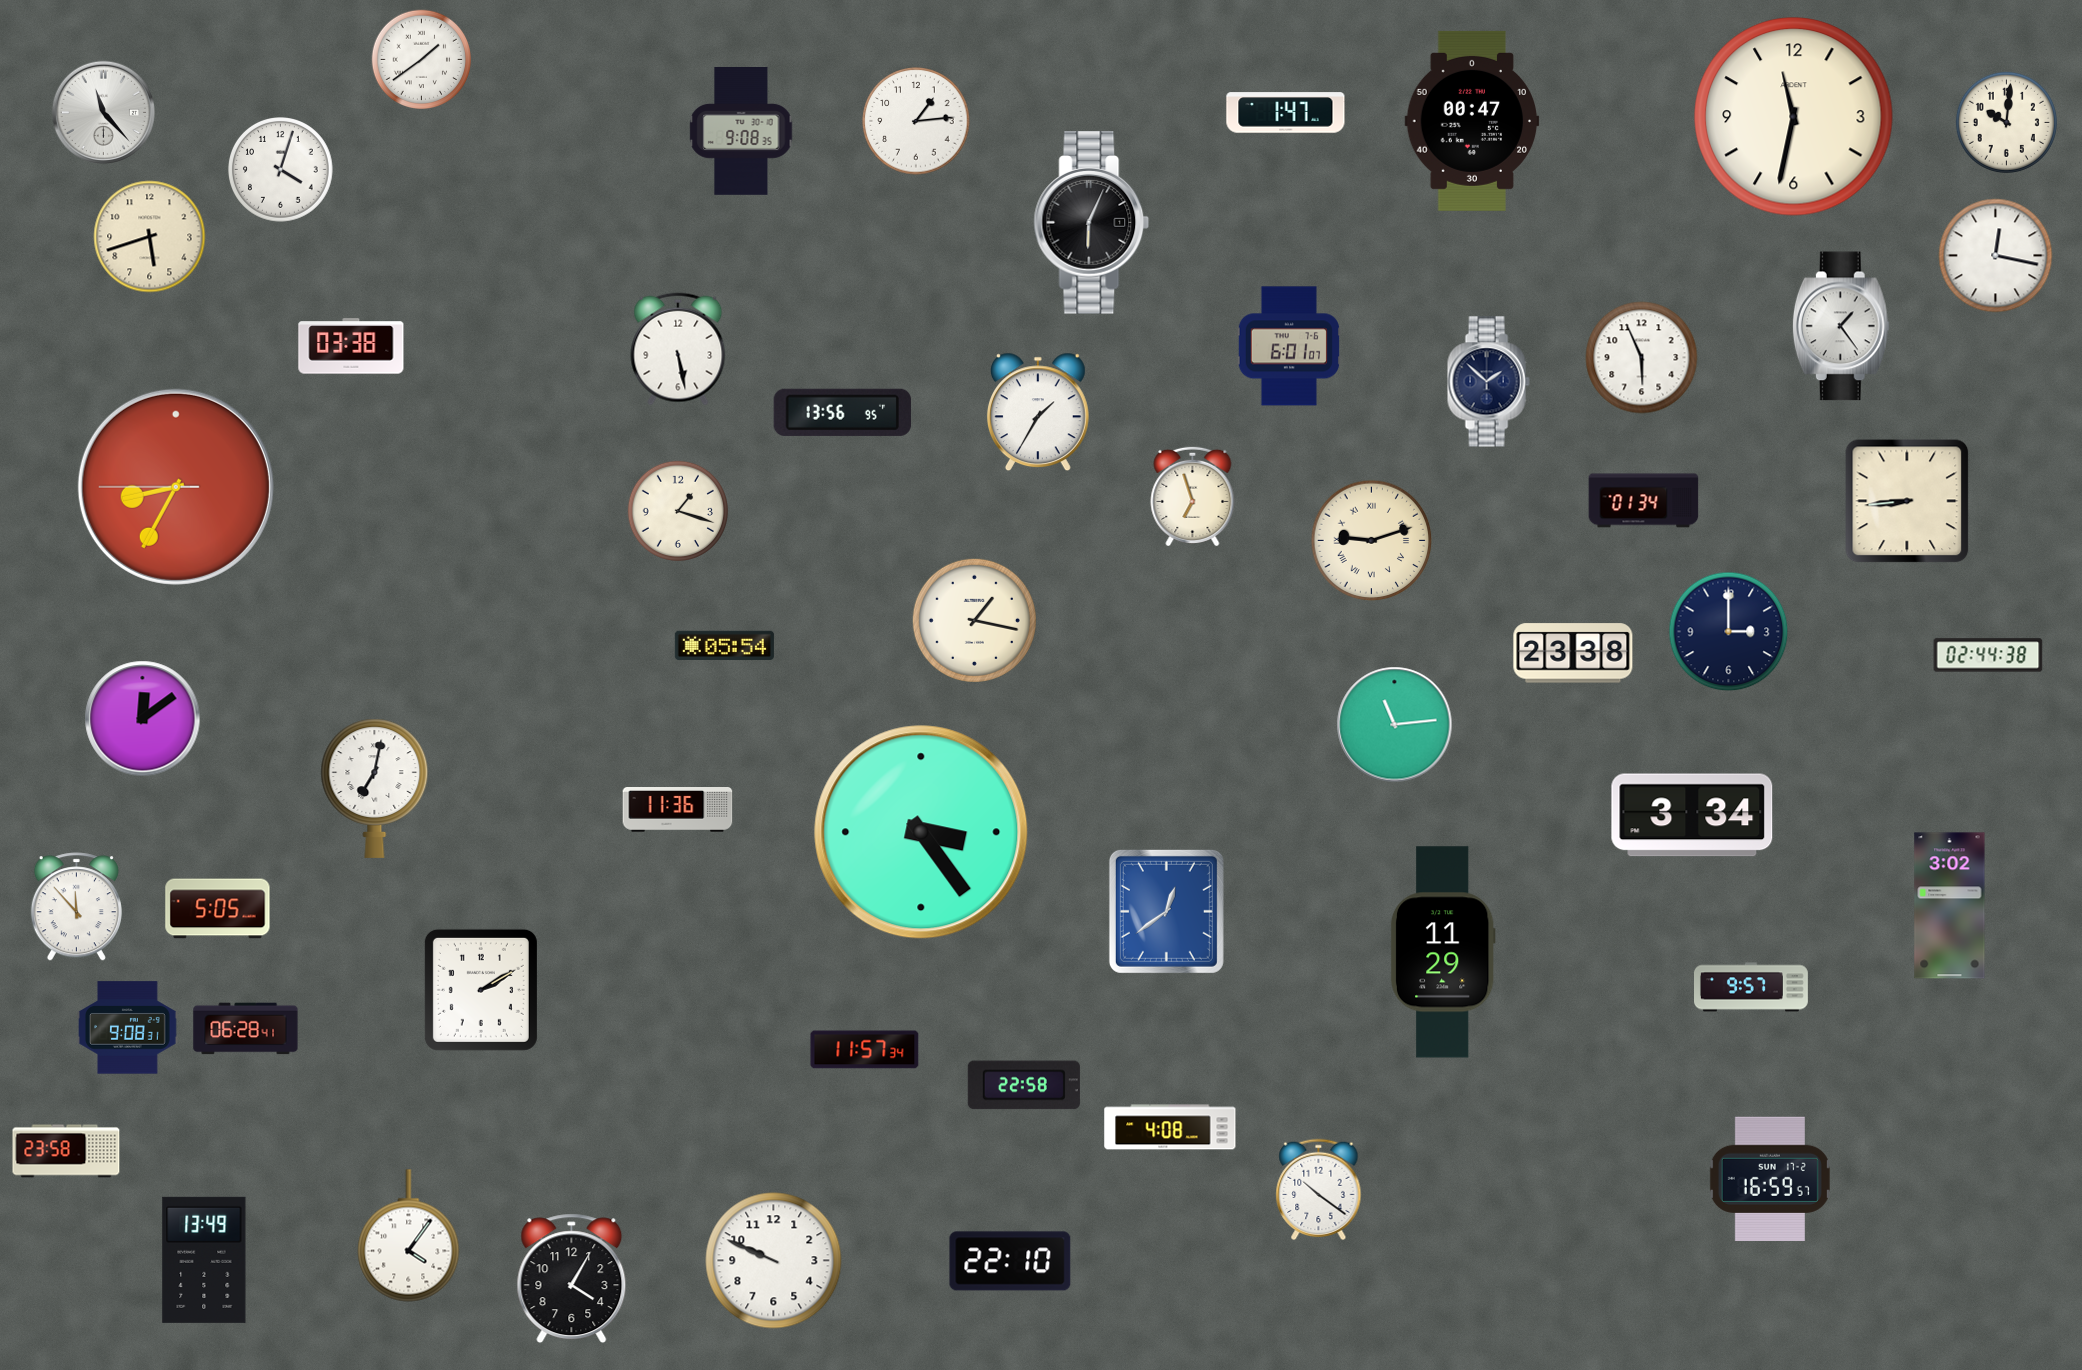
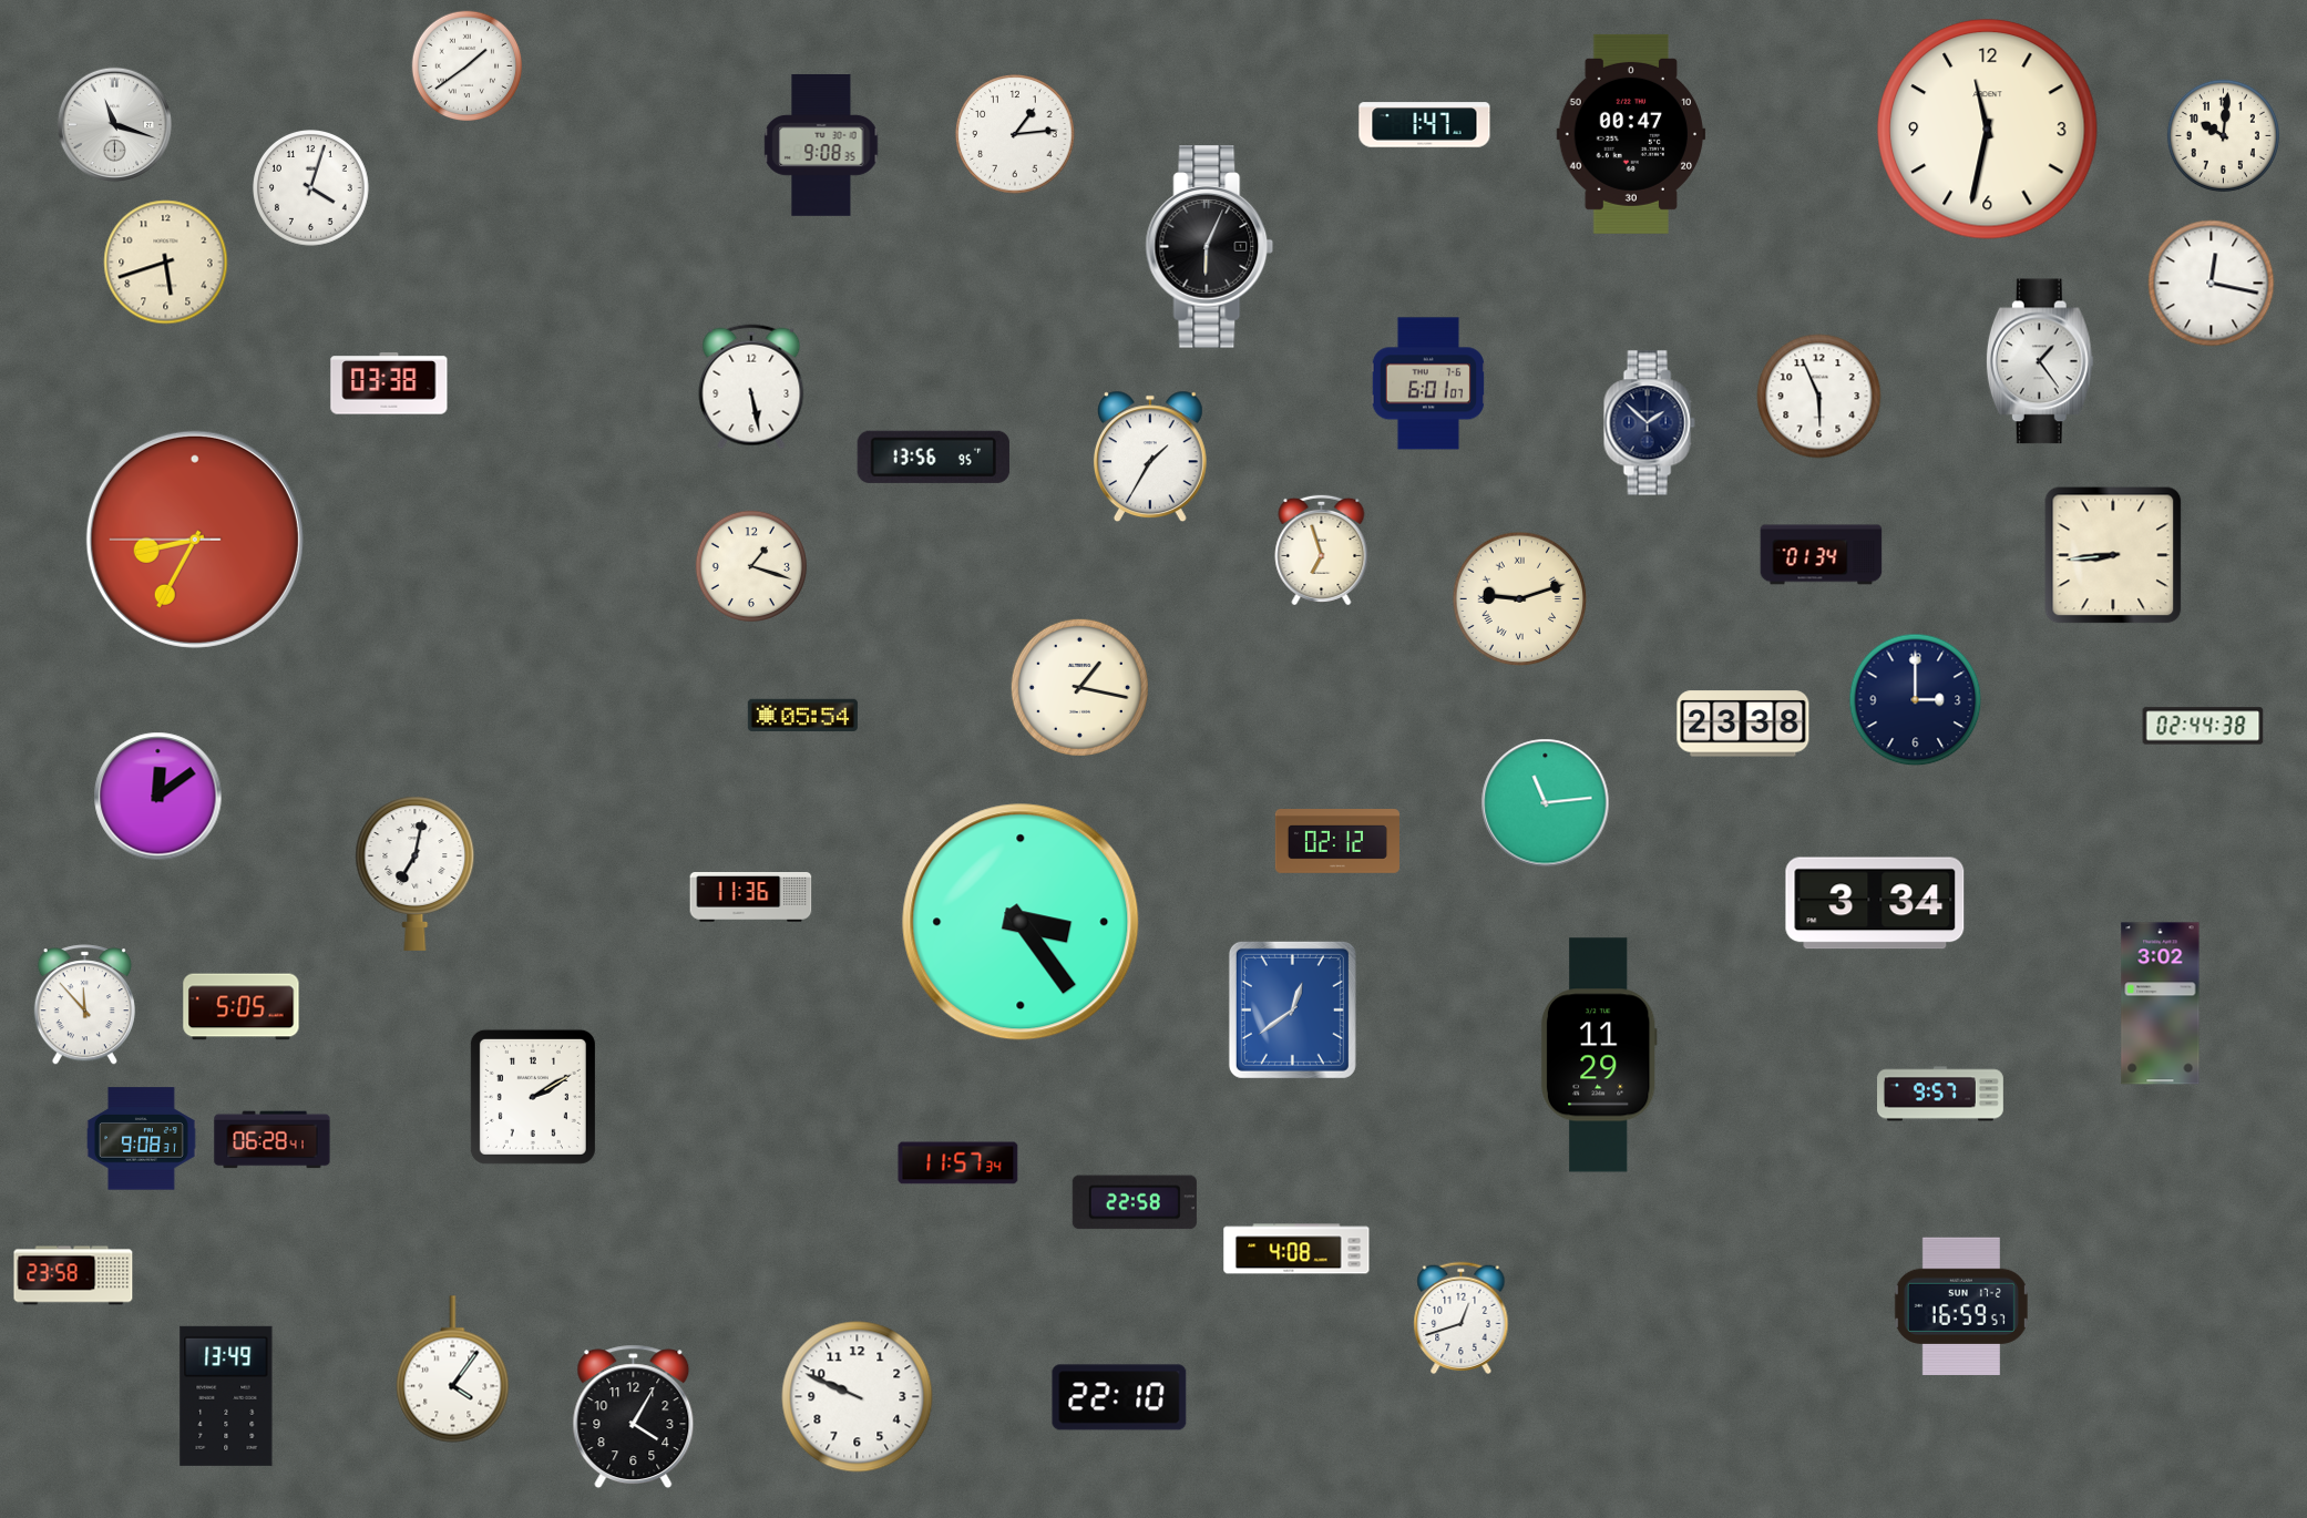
clock at (103, 112): 11:23 -> 11:18
clock at (1337, 842): none -> 02:12
clock at (1319, 1190): 10:21 -> 12:42
